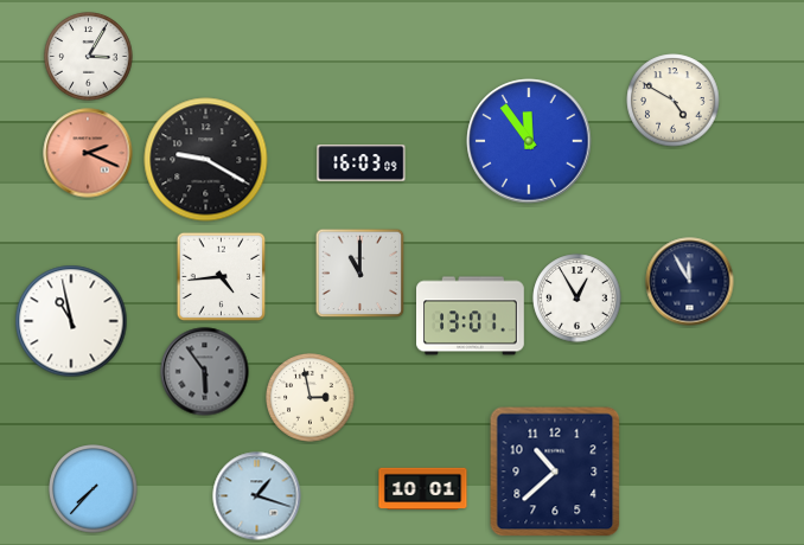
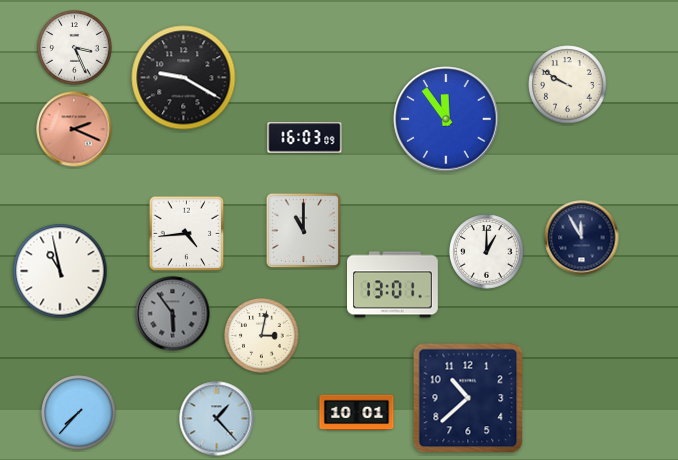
clock at (89, 57): 3:05 -> 3:26
clock at (674, 101): 4:50 -> 9:50
clock at (206, 160) position: (206, 160) -> (184, 78)
clock at (578, 299): 12:55 -> 1:00
clock at (471, 316) position: (471, 316) -> (393, 285)
clock at (311, 398): 2:58 -> 3:02
clock at (257, 496): 1:18 -> 1:23
